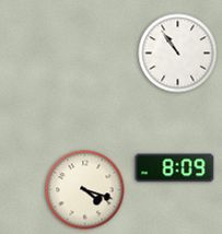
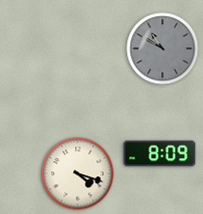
clock at (178, 54): 10:54 -> 10:50
clock at (178, 54) dial: white -> grey
